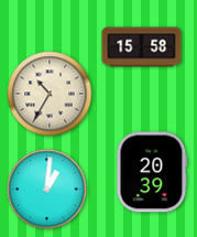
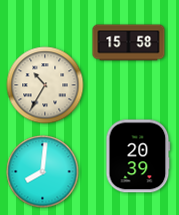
clock at (47, 190): 1:01 -> 8:01
